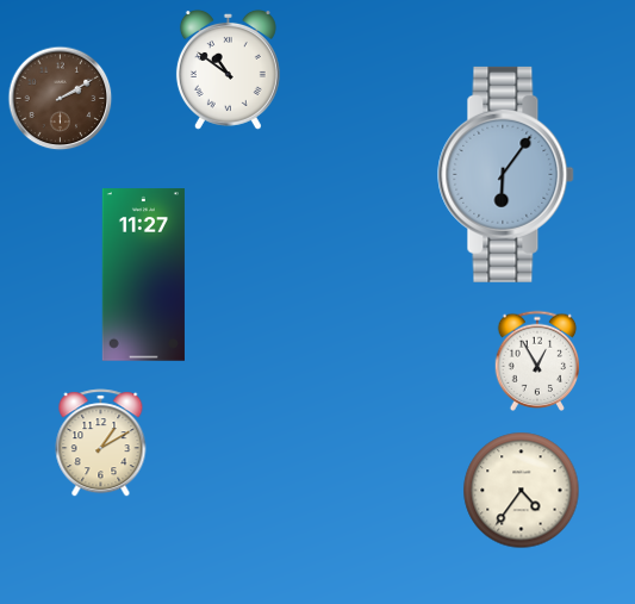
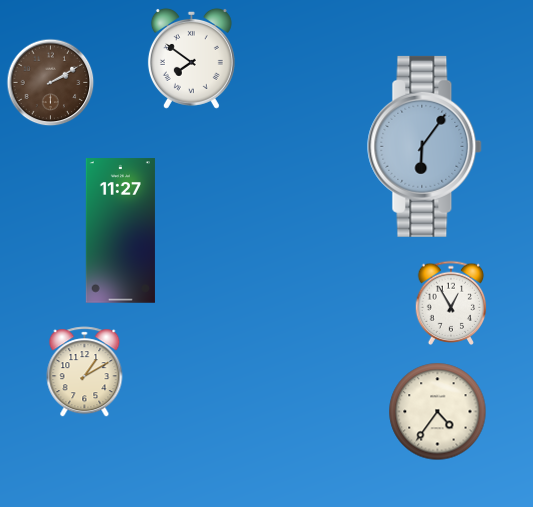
clock at (228, 69): 10:51 -> 7:51
